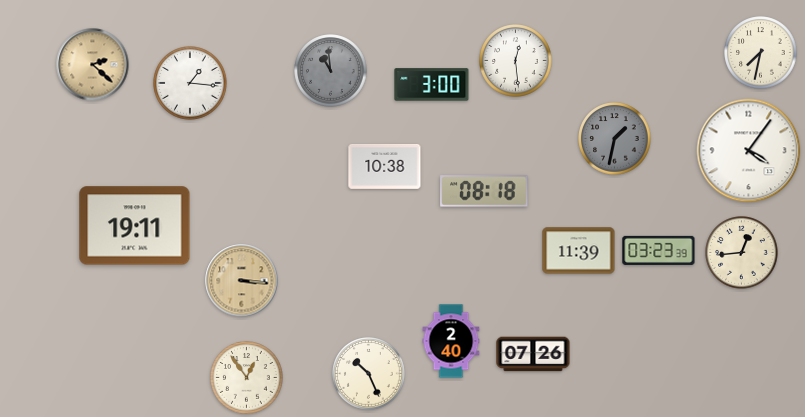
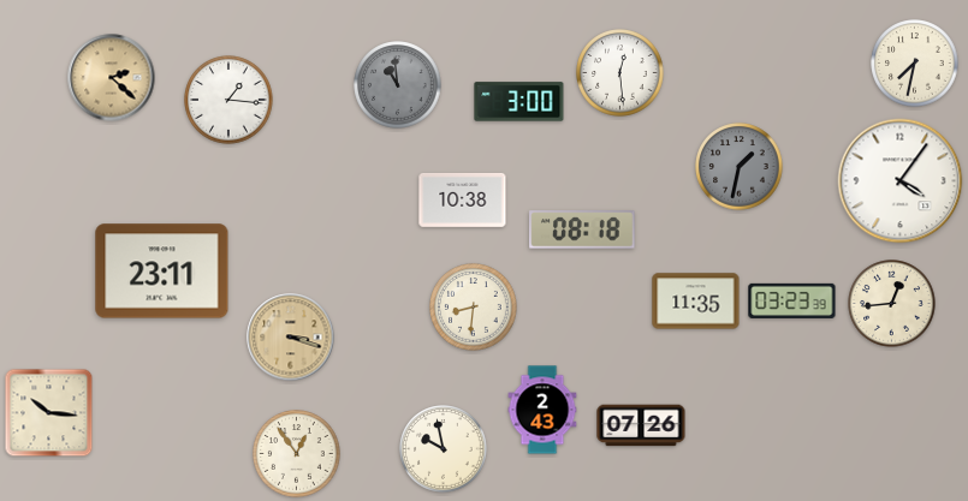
clock at (135, 226): 19:11 -> 23:11
clock at (579, 251): 11:39 -> 11:35
clock at (474, 308): none -> 8:31
clock at (242, 281): 3:16 -> 3:18
clock at (451, 341): 2:40 -> 2:43
clock at (49, 413): none -> 10:16
clock at (369, 374): 10:26 -> 9:58
